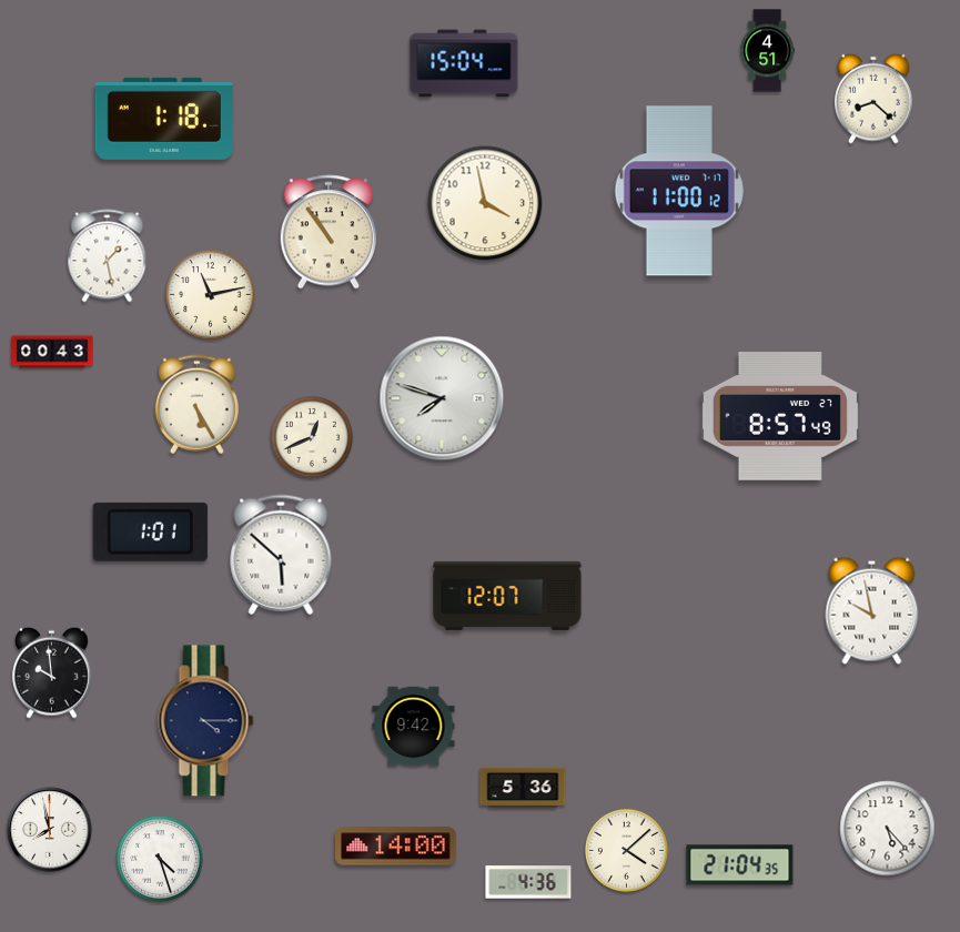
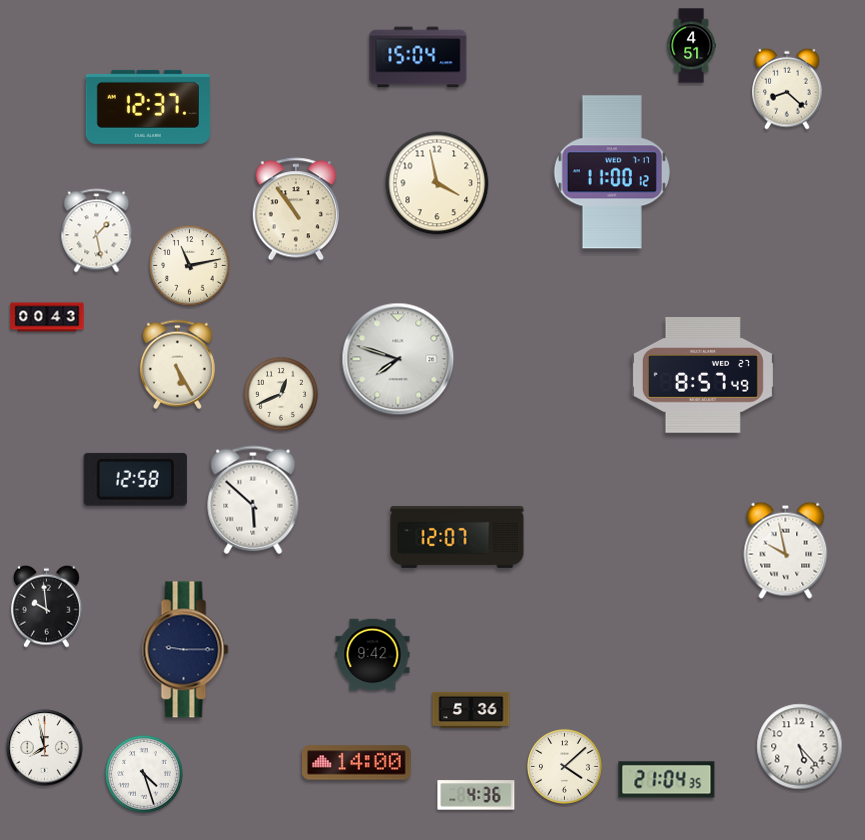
clock at (164, 119): 1:18 -> 12:37
clock at (150, 531): 1:01 -> 12:58
clock at (206, 721): 4:15 -> 9:15
